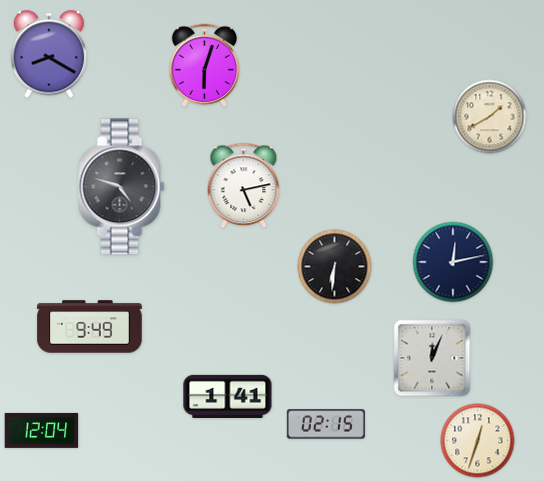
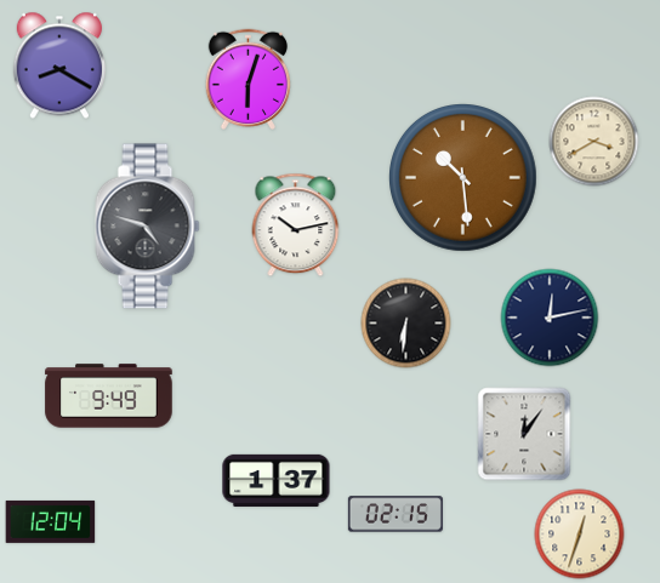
clock at (490, 117): 1:40 -> 3:40
clock at (463, 178): none -> 10:29
clock at (244, 186): 5:13 -> 10:13
clock at (432, 358): 12:04 -> 12:06
clock at (228, 396): 1:41 -> 1:37
